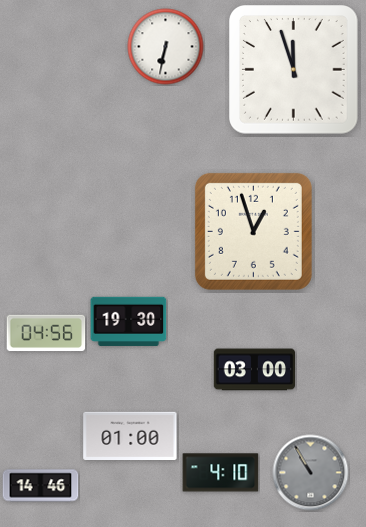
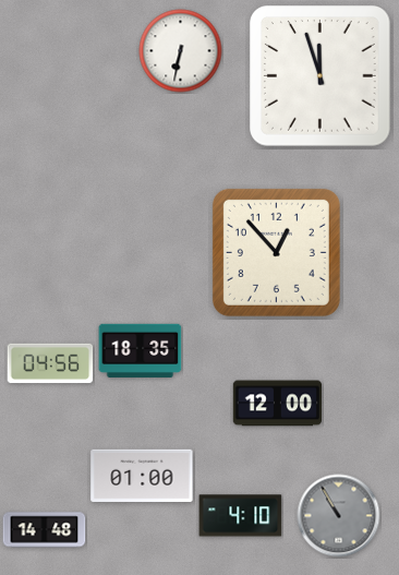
clock at (253, 231): 12:57 -> 12:53
clock at (129, 321): 19:30 -> 18:35
clock at (254, 370): 03:00 -> 12:00
clock at (41, 486): 14:46 -> 14:48
